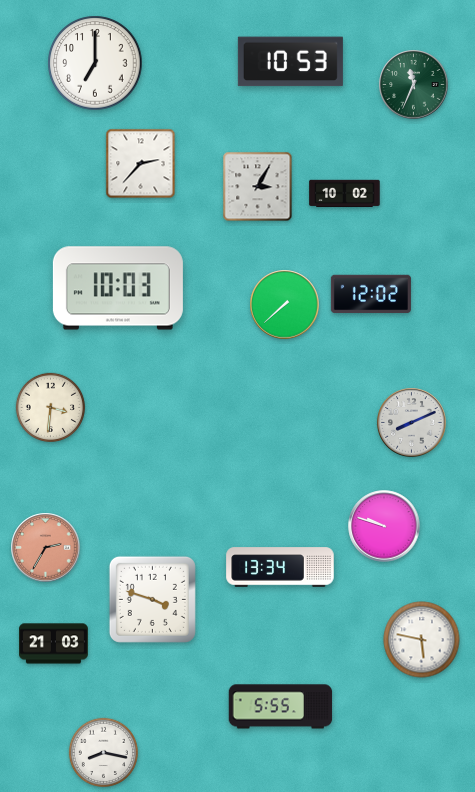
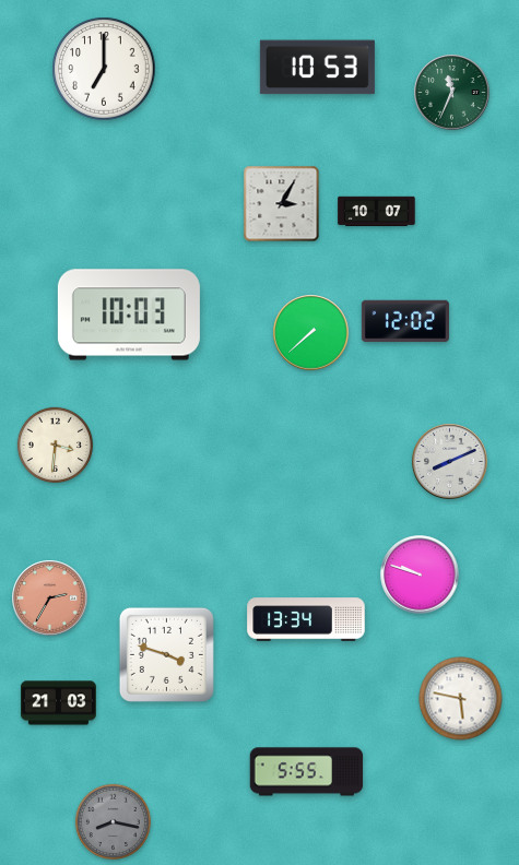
clock at (141, 164): 2:37 -> none
clock at (345, 194): 10:02 -> 10:07
clock at (103, 752) dial: white -> grey
